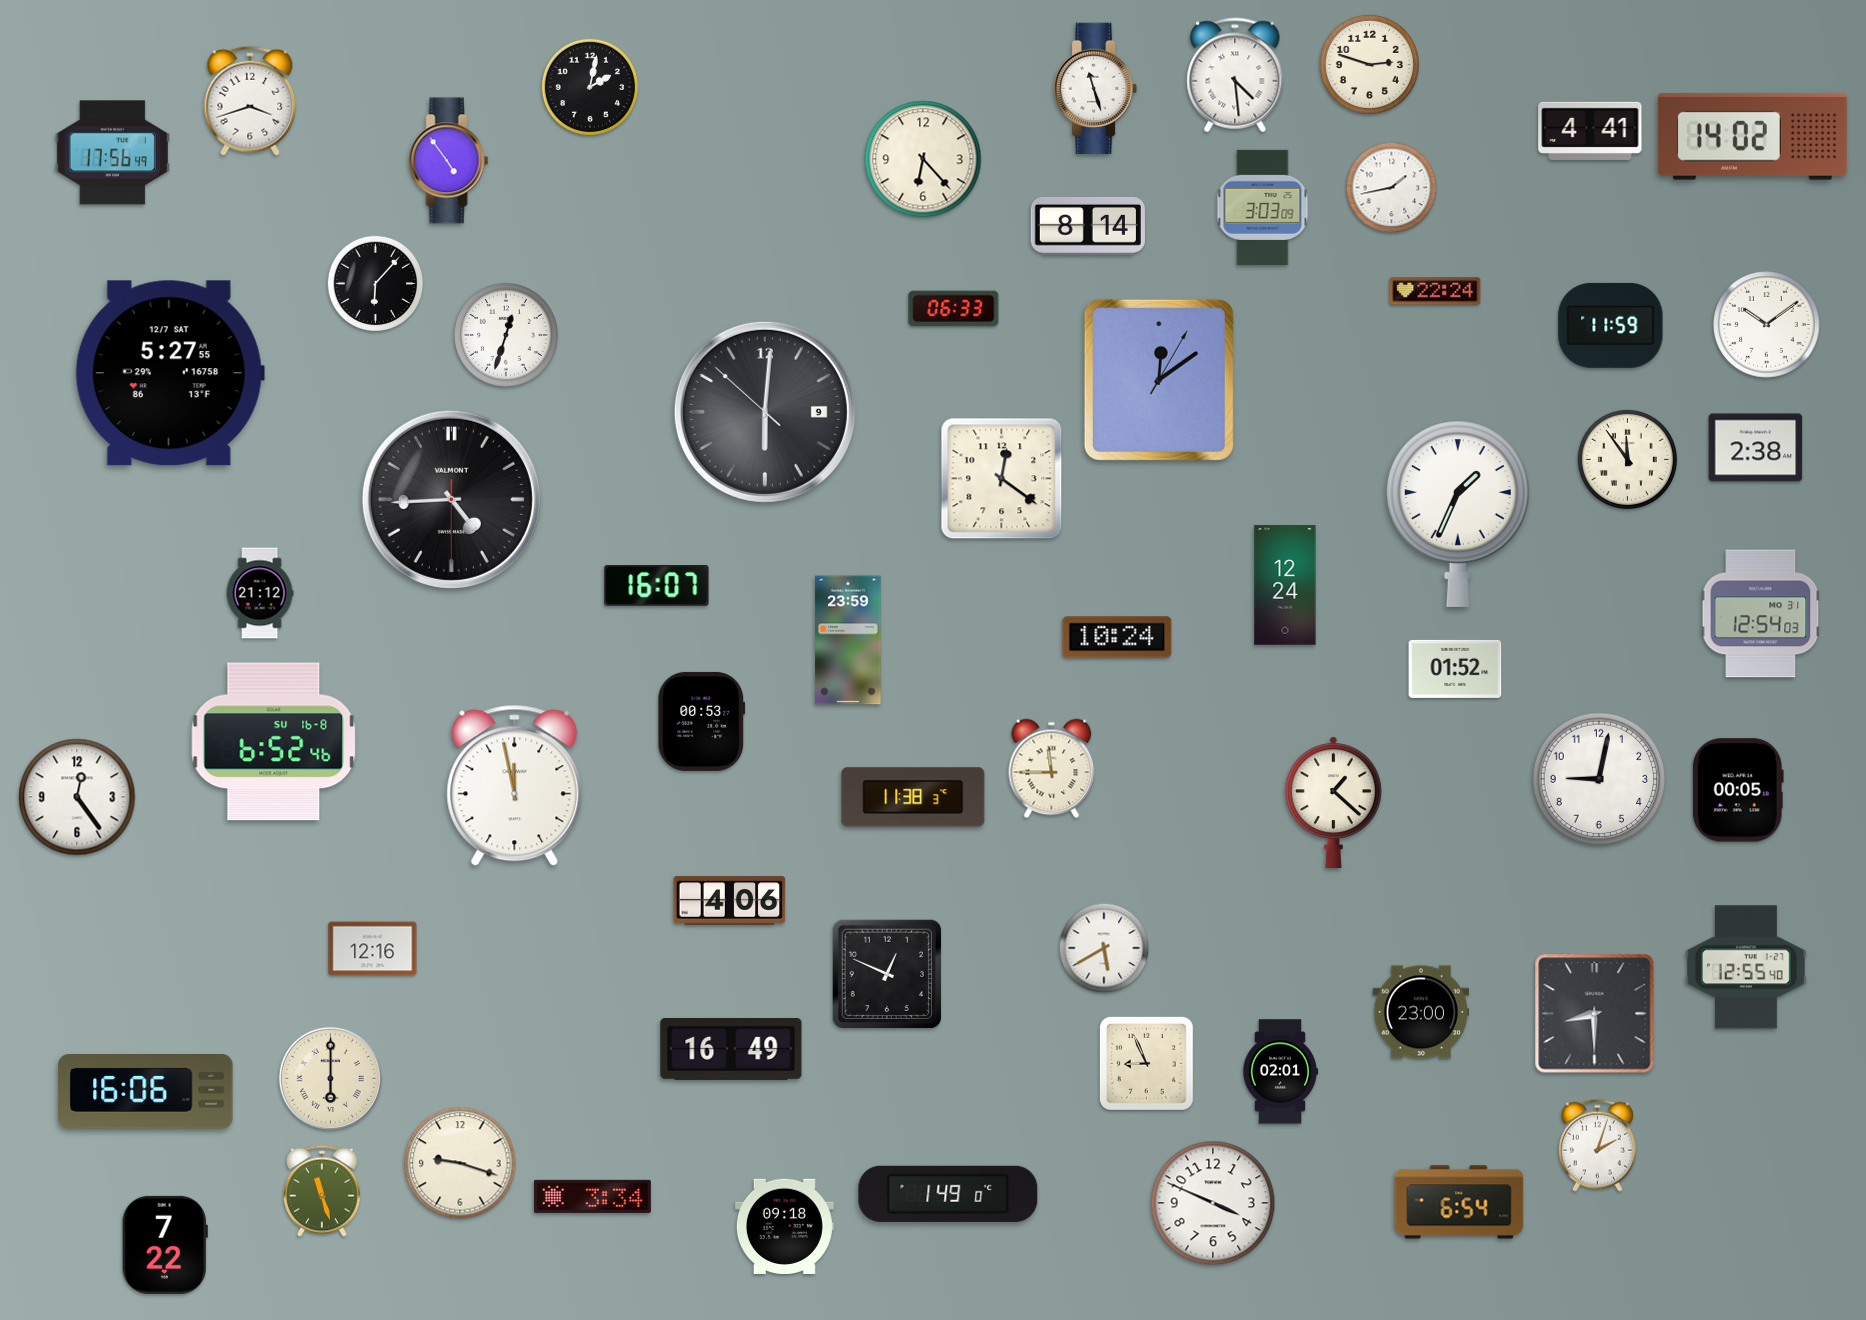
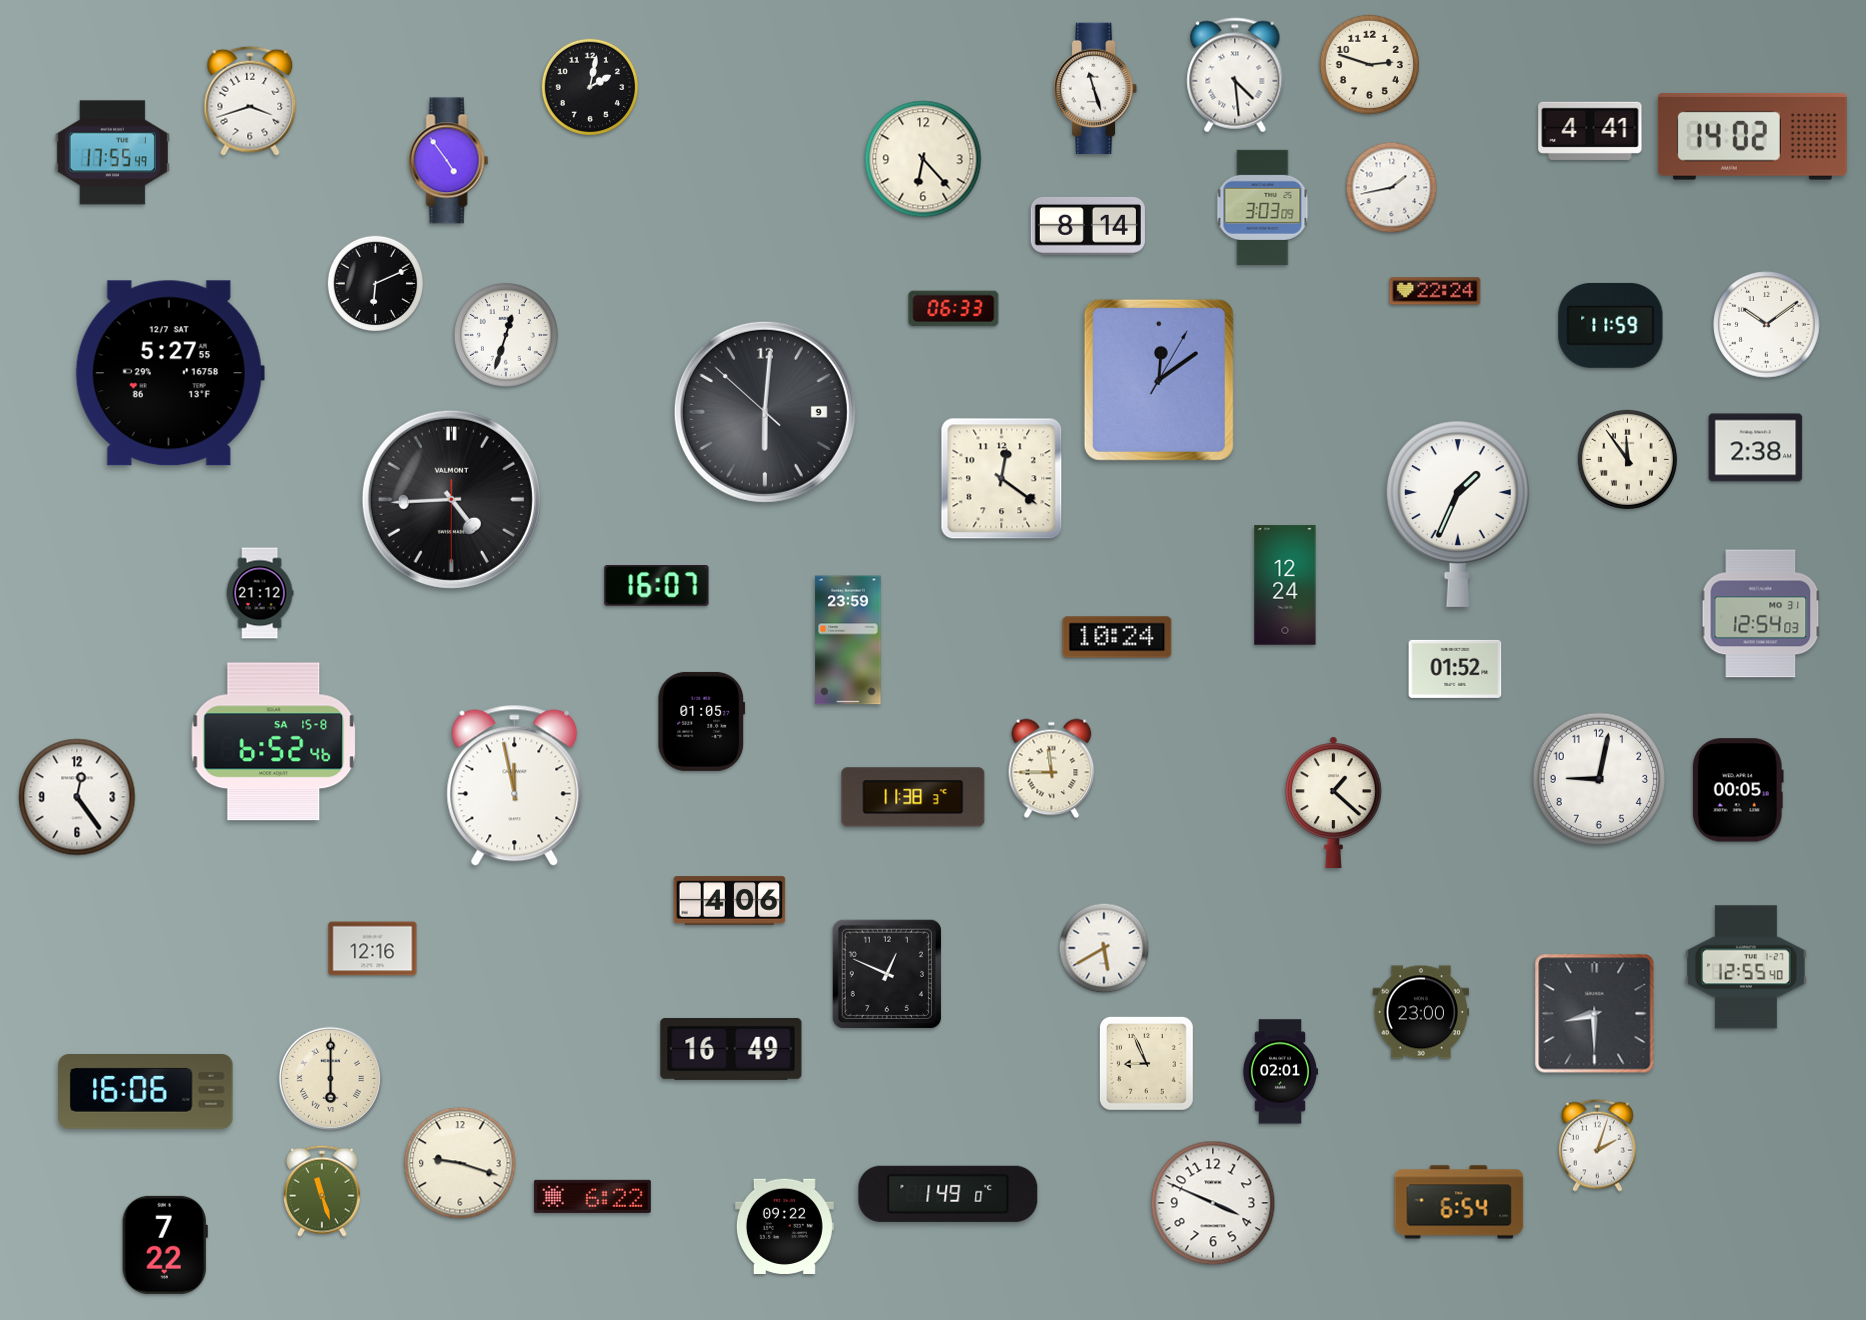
clock at (112, 153): 17:56 -> 17:55
clock at (376, 284): 6:07 -> 6:11
clock at (702, 721): 00:53 -> 01:05
clock at (274, 742) date: SU 16-8 -> SA 15-8
clock at (592, 1196): 3:34 -> 6:22
clock at (784, 1226): 09:18 -> 09:22
